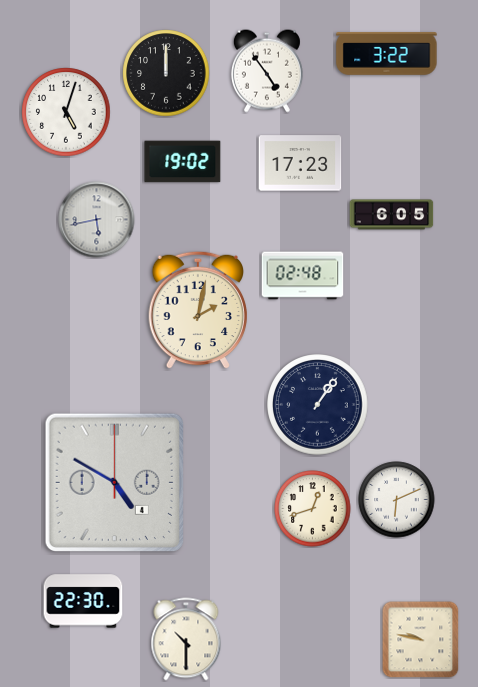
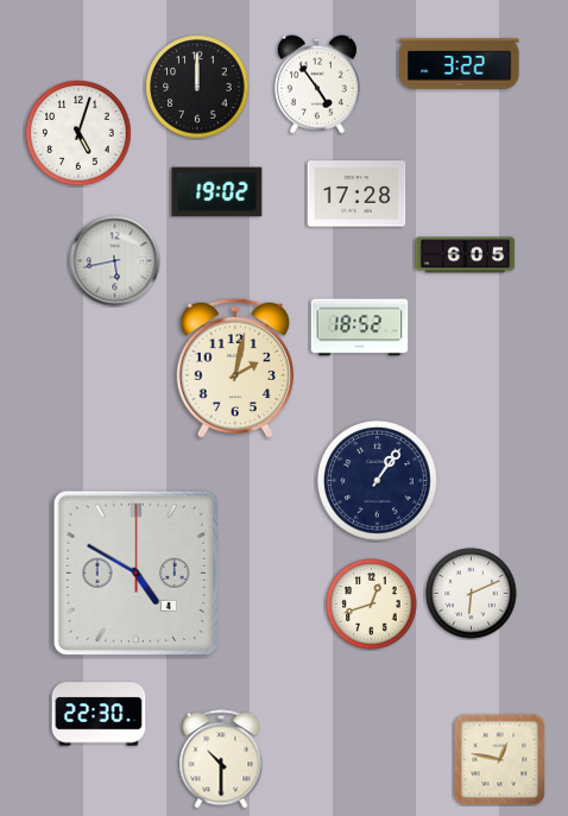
clock at (300, 163): 17:23 -> 17:28
clock at (303, 276): 02:48 -> 18:52
clock at (420, 639): 9:47 -> 12:47
